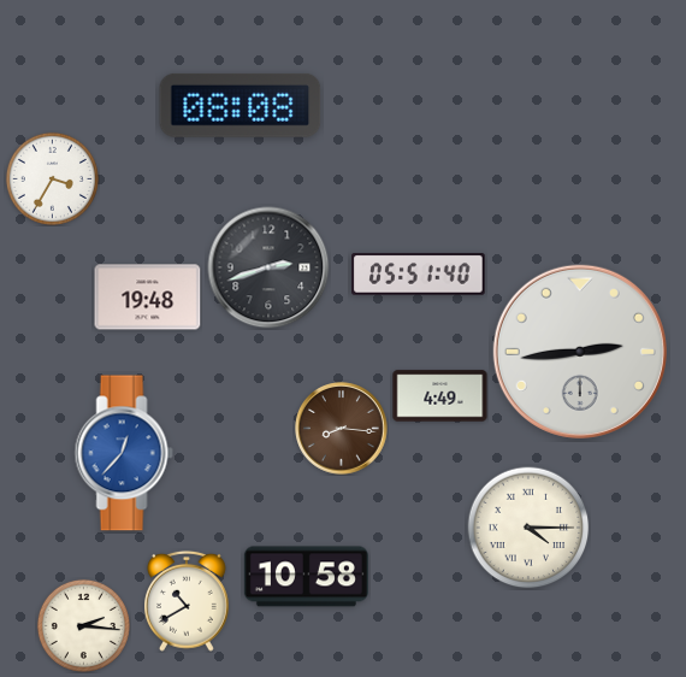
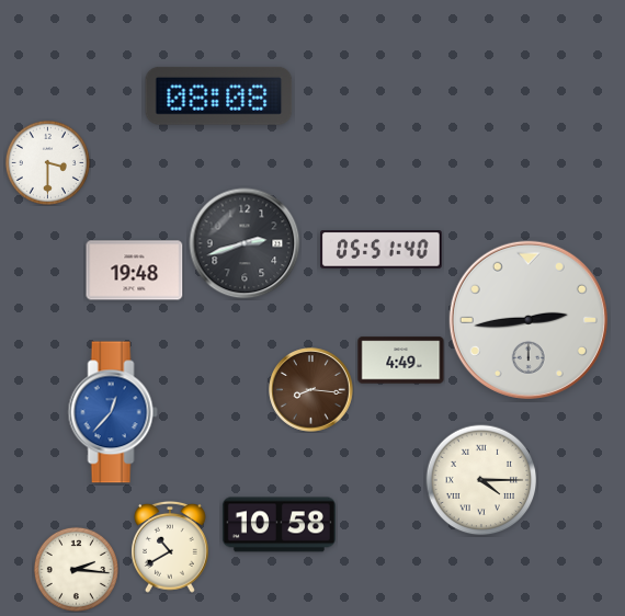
clock at (52, 178): 3:35 -> 3:30
